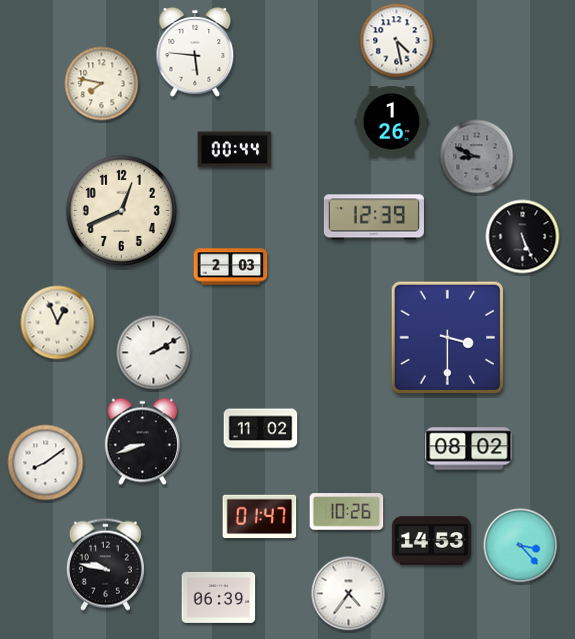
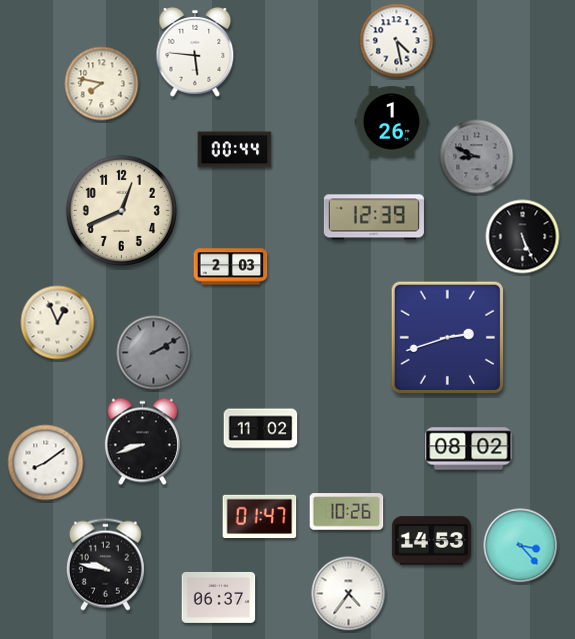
clock at (447, 337): 3:30 -> 2:42
clock at (154, 353) dial: white -> grey
clock at (219, 597): 06:39 -> 06:37
